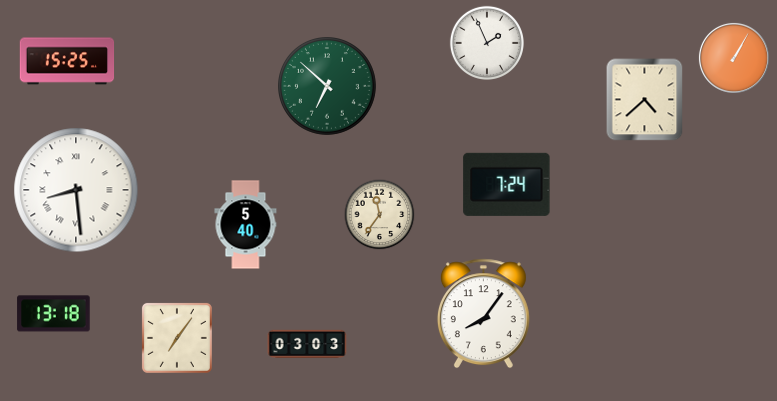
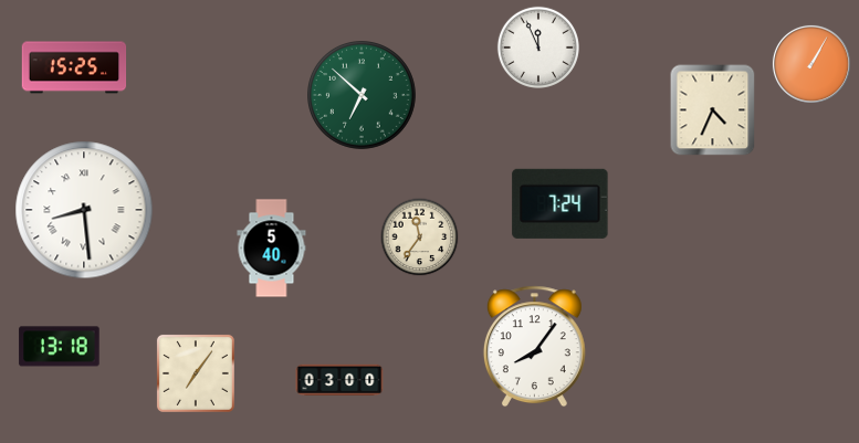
clock at (487, 43): 1:56 -> 11:56
clock at (645, 100): 4:38 -> 4:34
clock at (307, 344): 03:03 -> 03:00
